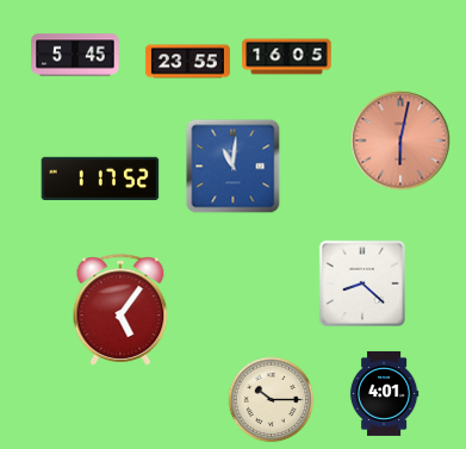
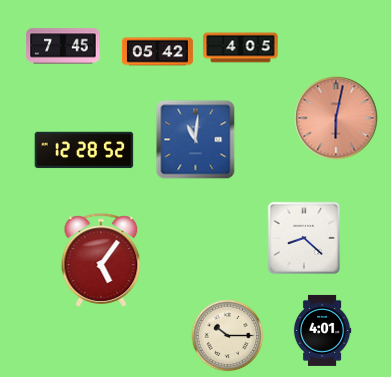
clock at (75, 55): 5:45 -> 7:45
clock at (287, 57): 16:05 -> 4:05
clock at (187, 62): 23:55 -> 05:42
clock at (100, 179): 1:17 -> 12:28
